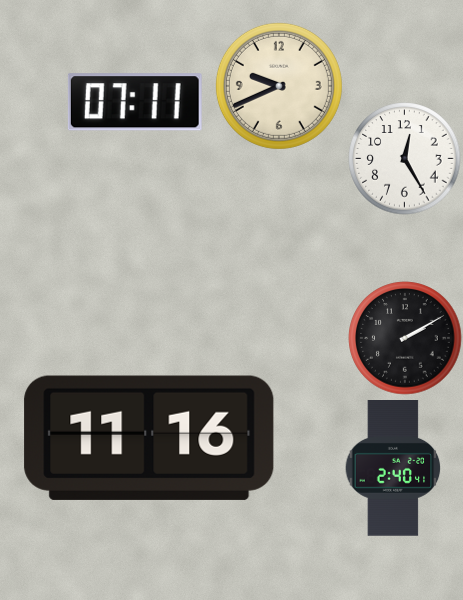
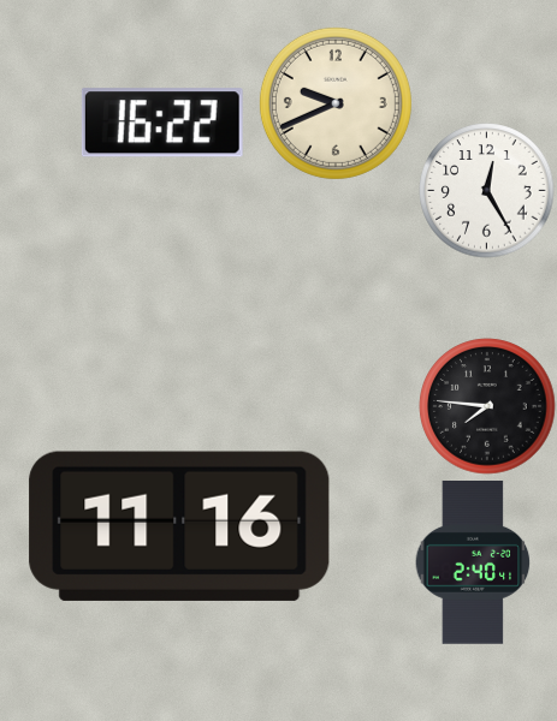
clock at (135, 102): 07:11 -> 16:22
clock at (405, 338): 2:10 -> 7:46
